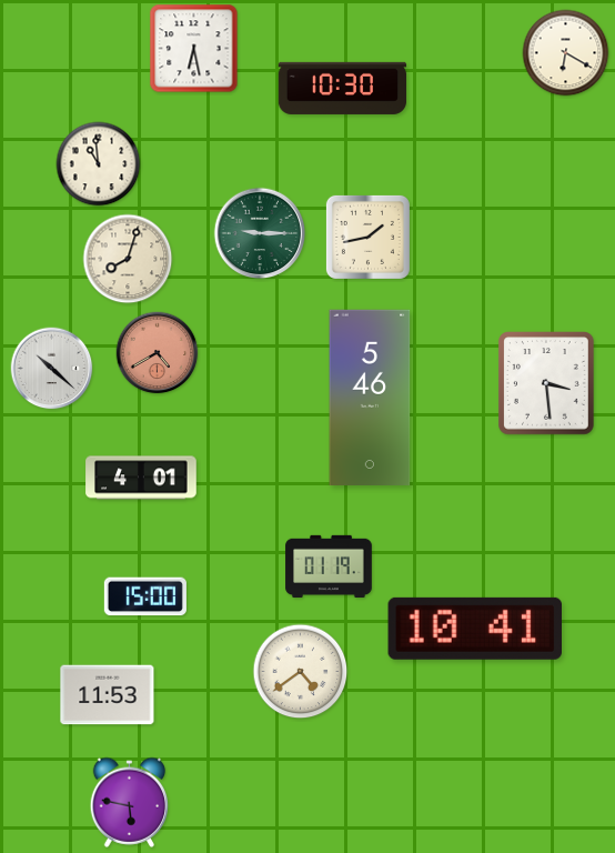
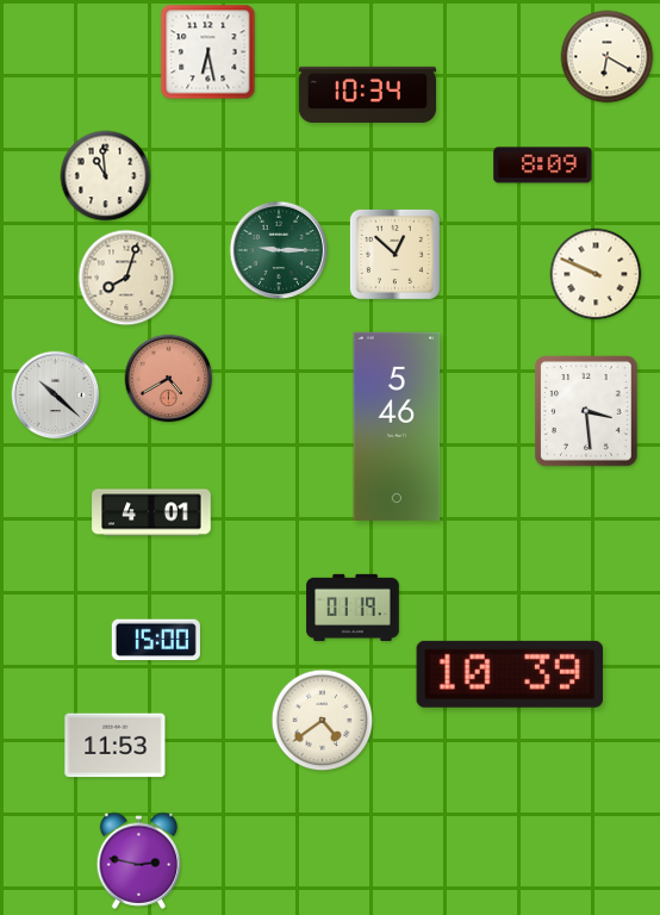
clock at (343, 88): 10:30 -> 10:34
clock at (543, 166): none -> 8:09
clock at (367, 237): 1:43 -> 12:52
clock at (596, 274): none -> 9:49
clock at (128, 259) position: (128, 259) -> (126, 278)
clock at (474, 629): 10:41 -> 10:39
clock at (130, 802): 5:47 -> 2:47
